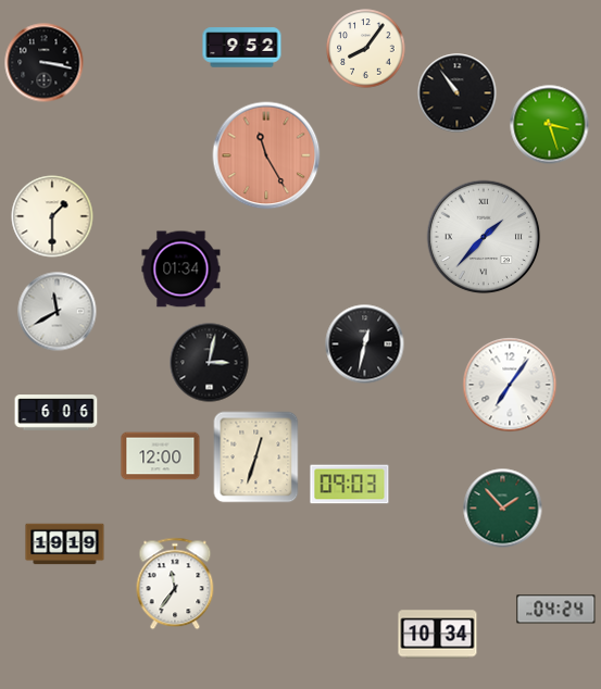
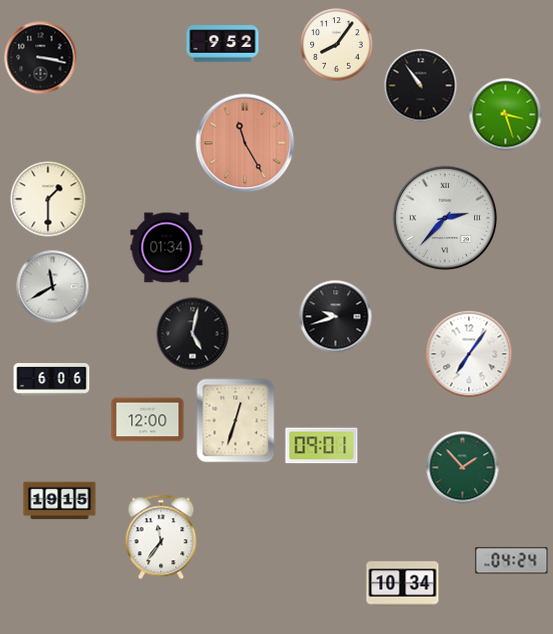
clock at (484, 237): 1:37 -> 2:37
clock at (365, 344): 12:32 -> 9:42
clock at (210, 363): 3:02 -> 5:02
clock at (350, 485): 09:03 -> 09:01
clock at (65, 544): 19:19 -> 19:15
